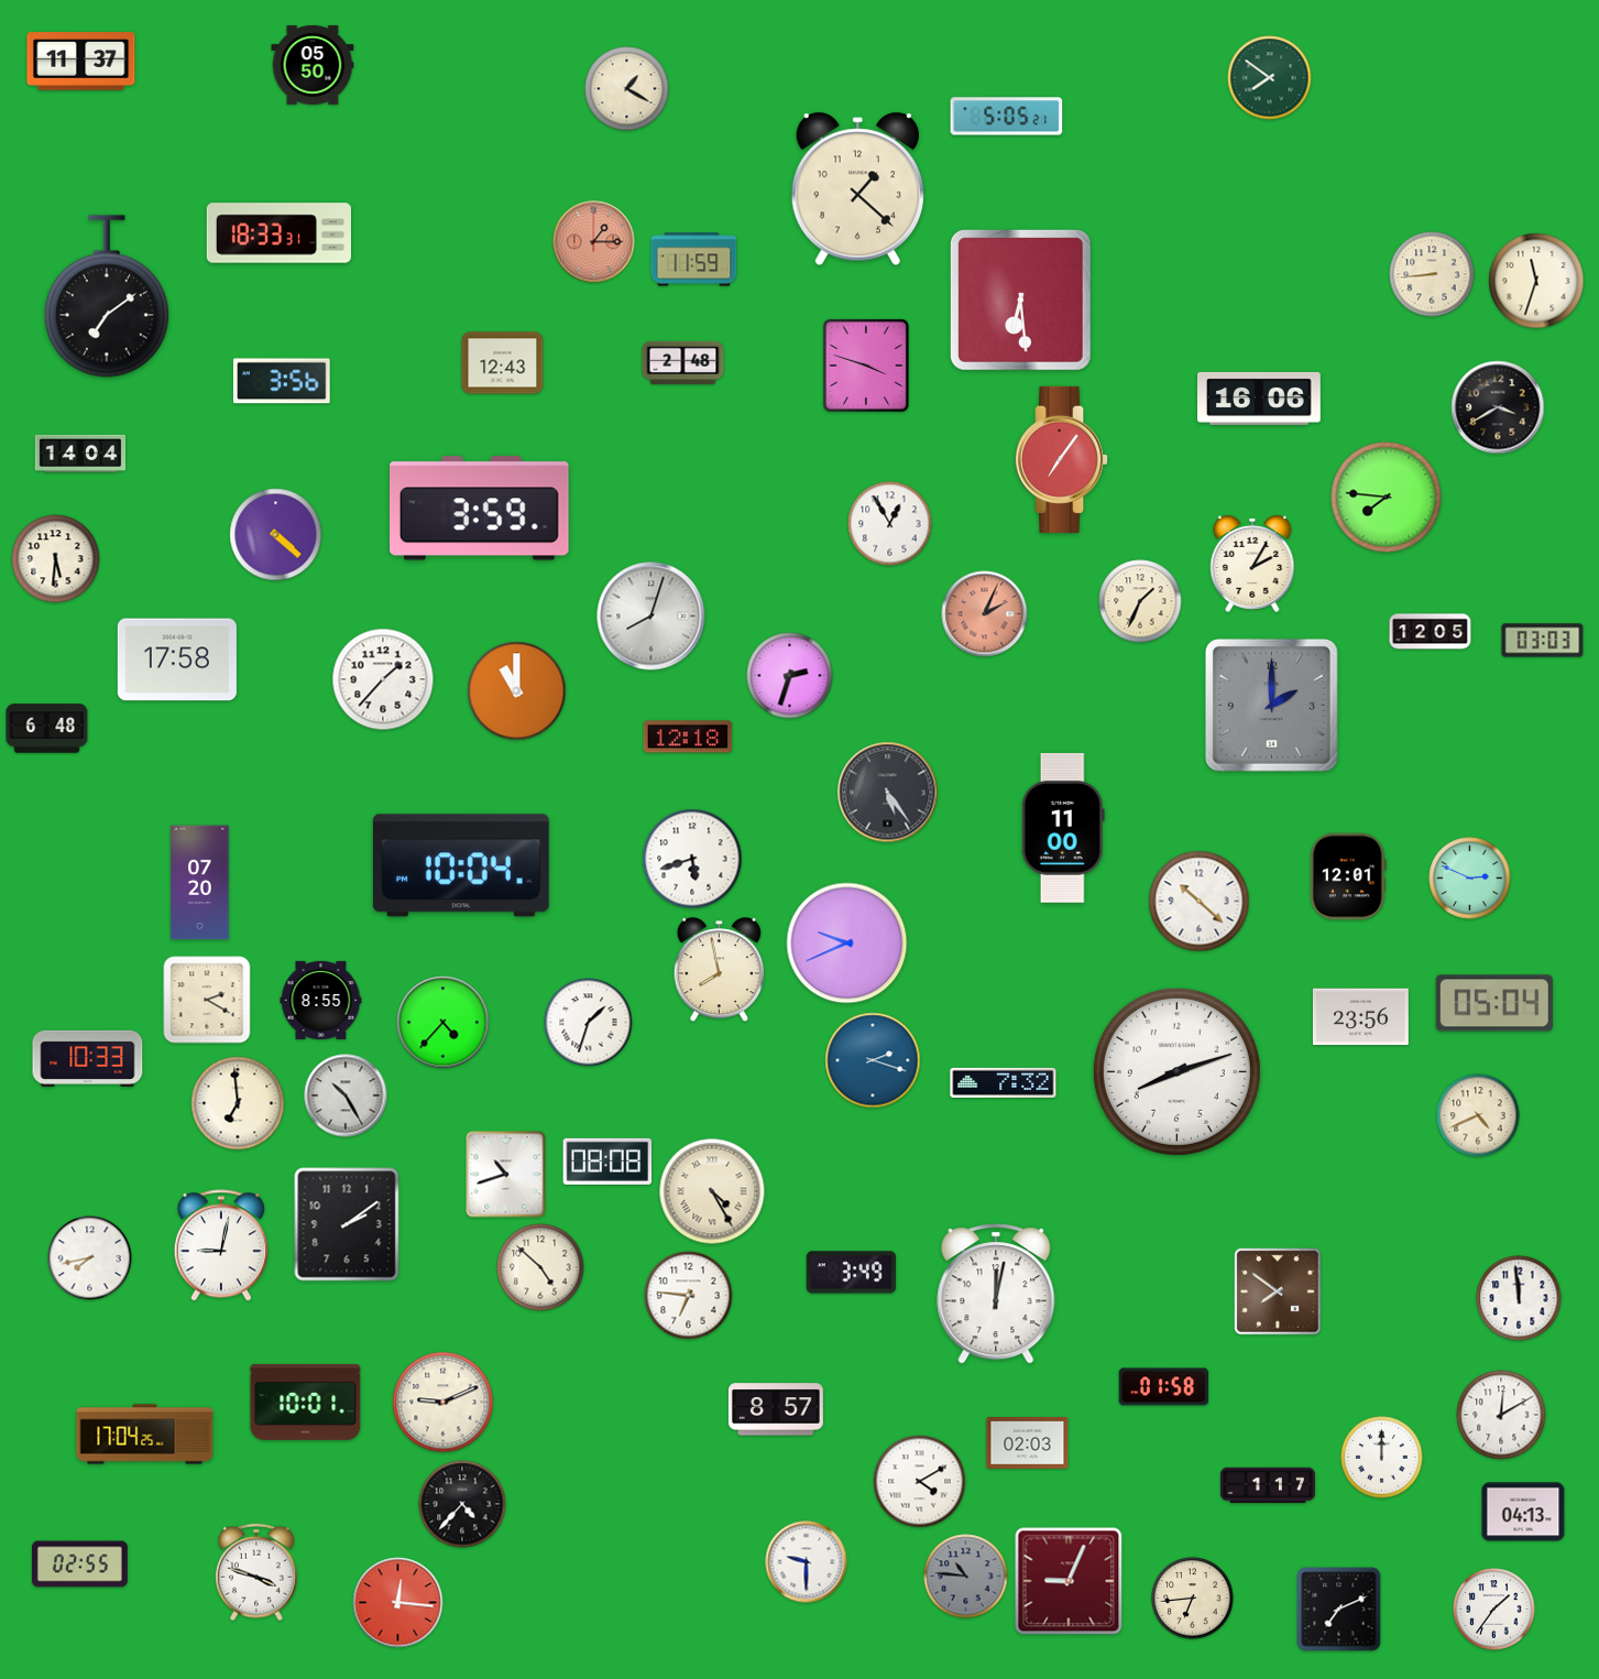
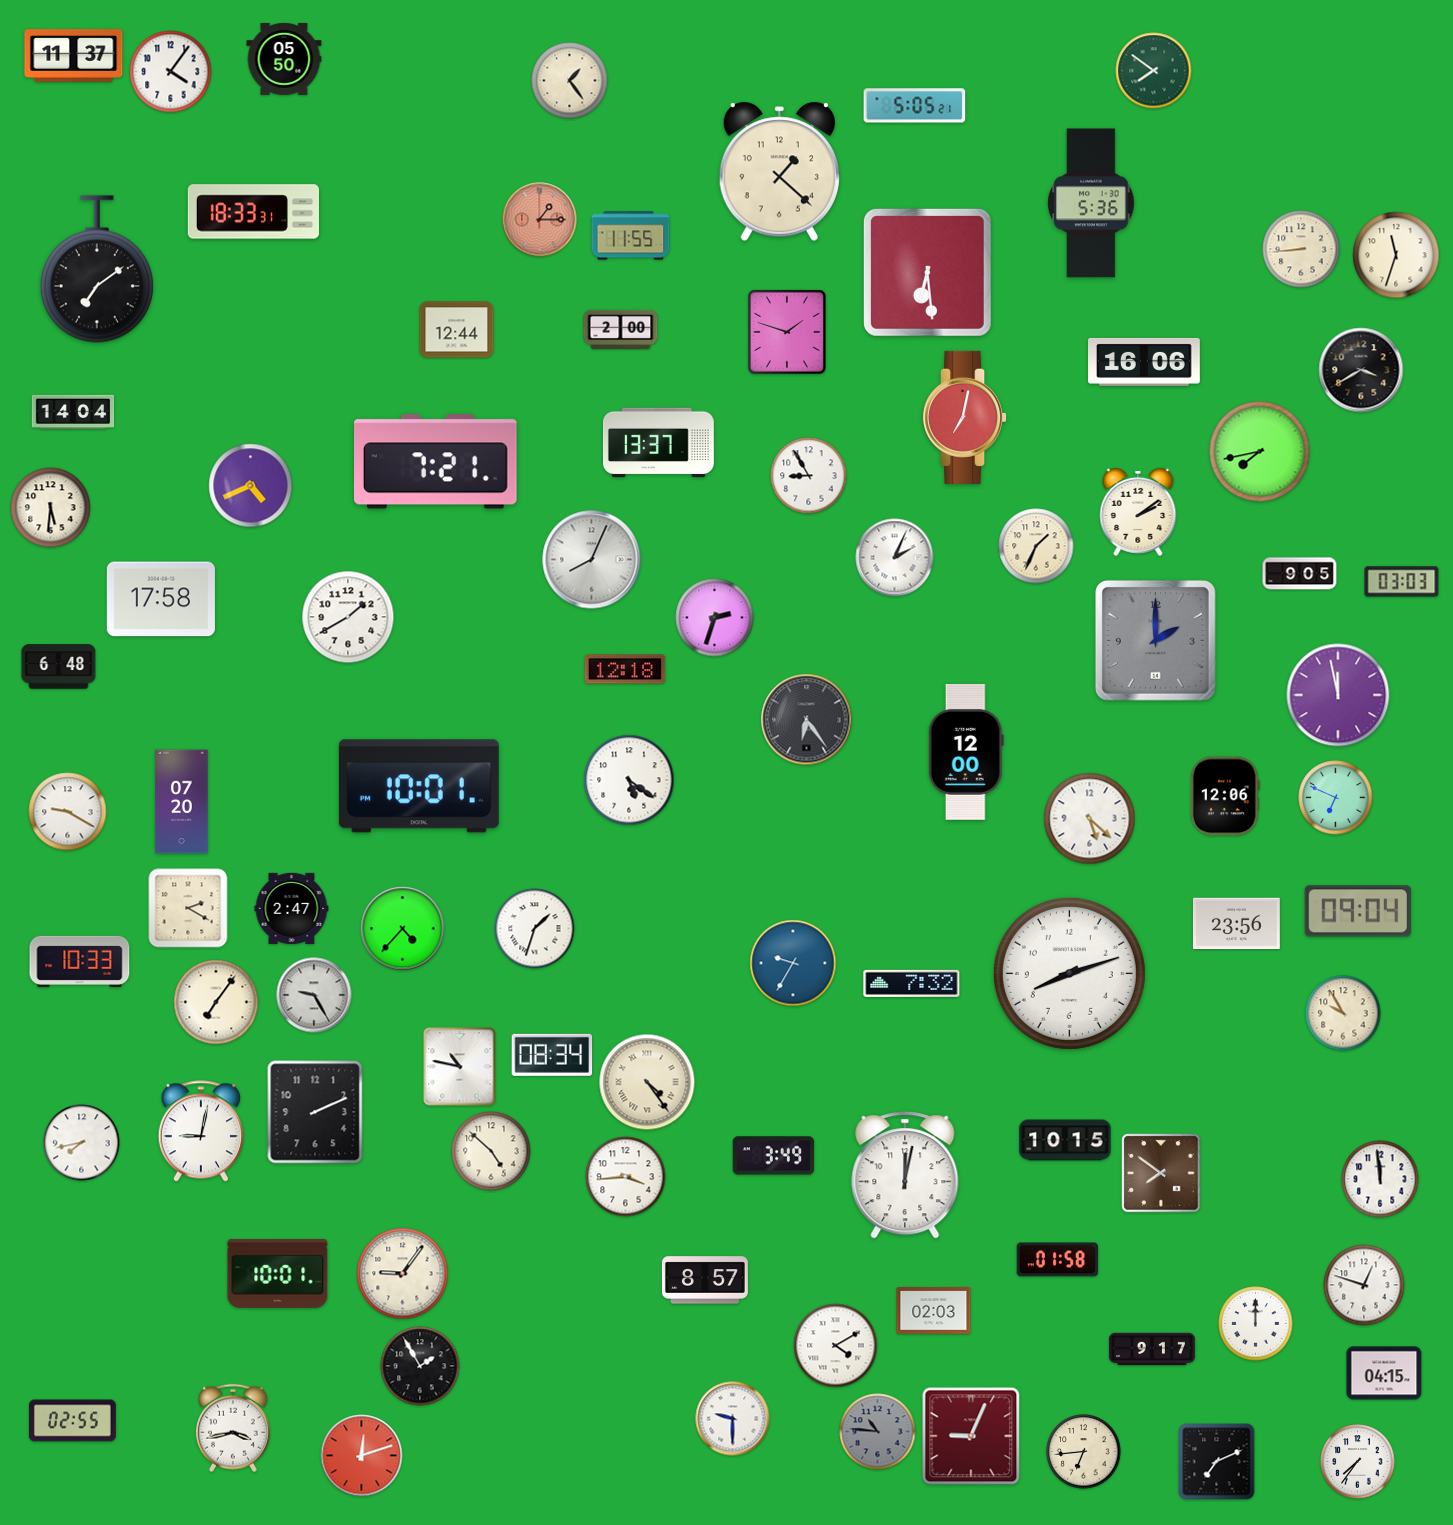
clock at (171, 72): none -> 4:06
clock at (627, 89): 1:20 -> 1:24
clock at (1091, 203): none -> 5:36
clock at (694, 260): 11:59 -> 11:55
clock at (683, 362): 2:48 -> 2:00
clock at (503, 363): 12:43 -> 12:44
clock at (866, 366): 3:48 -> 1:48
clock at (282, 381): 3:56 -> none
clock at (1062, 459): 7:06 -> 7:02
clock at (658, 443): none -> 13:37
clock at (1387, 498): 7:46 -> 7:43
clock at (480, 509): 3:59 -> 7:21
clock at (890, 524): 12:55 -> 8:55
clock at (276, 535): 4:22 -> 4:41
clock at (1252, 564): 2:05 -> 2:09
clock at (985, 614) dial: salmon -> white
clock at (651, 617): 8:03 -> 8:04
clock at (1431, 632): 12:05 -> 9:05
clock at (790, 676) position: (790, 676) -> (715, 618)
clock at (383, 679): 1:37 -> 1:40
clock at (517, 691): 11:00 -> none
clock at (47, 729) position: (47, 729) -> (59, 667)
clock at (1338, 695): none -> 11:58
clock at (888, 793): 5:24 -> 6:24
clock at (1063, 828): 11:00 -> 12:00
clock at (692, 859): 5:42 -> 5:21
clock at (461, 865): 10:04 -> 10:01
clock at (1348, 876): 12:01 -> 12:06
clock at (1470, 879): 2:49 -> 6:49
clock at (68, 812): none -> 9:20
clock at (1200, 902): 10:22 -> 5:22
clock at (847, 944): 9:41 -> none
clock at (720, 971): 7:58 -> none
clock at (321, 1000): 8:55 -> 2:47
clock at (1494, 1003): 05:04 -> 09:04
clock at (873, 1060): 2:18 -> 9:35
clock at (346, 1095): 10:25 -> 9:25
clock at (238, 1103): 6:59 -> 7:06
clock at (1478, 1115): 4:41 -> 9:55
clock at (607, 1162): 08:08 -> 08:34
clock at (506, 1175): 10:42 -> 10:47
clock at (712, 1191): 4:25 -> 4:24
clock at (347, 1224): 2:09 -> 2:11
clock at (1065, 1140): none -> 10:15
clock at (689, 1296): 6:46 -> 3:44
clock at (443, 1403): 9:11 -> 9:06
clock at (1501, 1415): 12:10 -> 12:48
clock at (145, 1435): 17:04 -> none
clock at (1268, 1485): 1:17 -> 9:17
clock at (462, 1504): 4:37 -> 1:55
clock at (1523, 1512): 04:13 -> 04:15
clock at (256, 1572): 3:48 -> 3:43
clock at (398, 1603): 12:16 -> 12:12
clock at (1494, 1610): 1:36 -> 7:36
